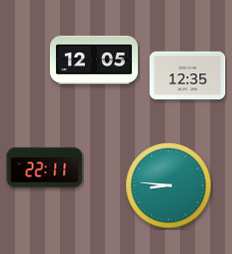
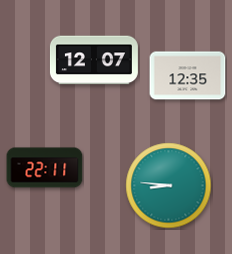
clock at (94, 60): 12:05 -> 12:07
